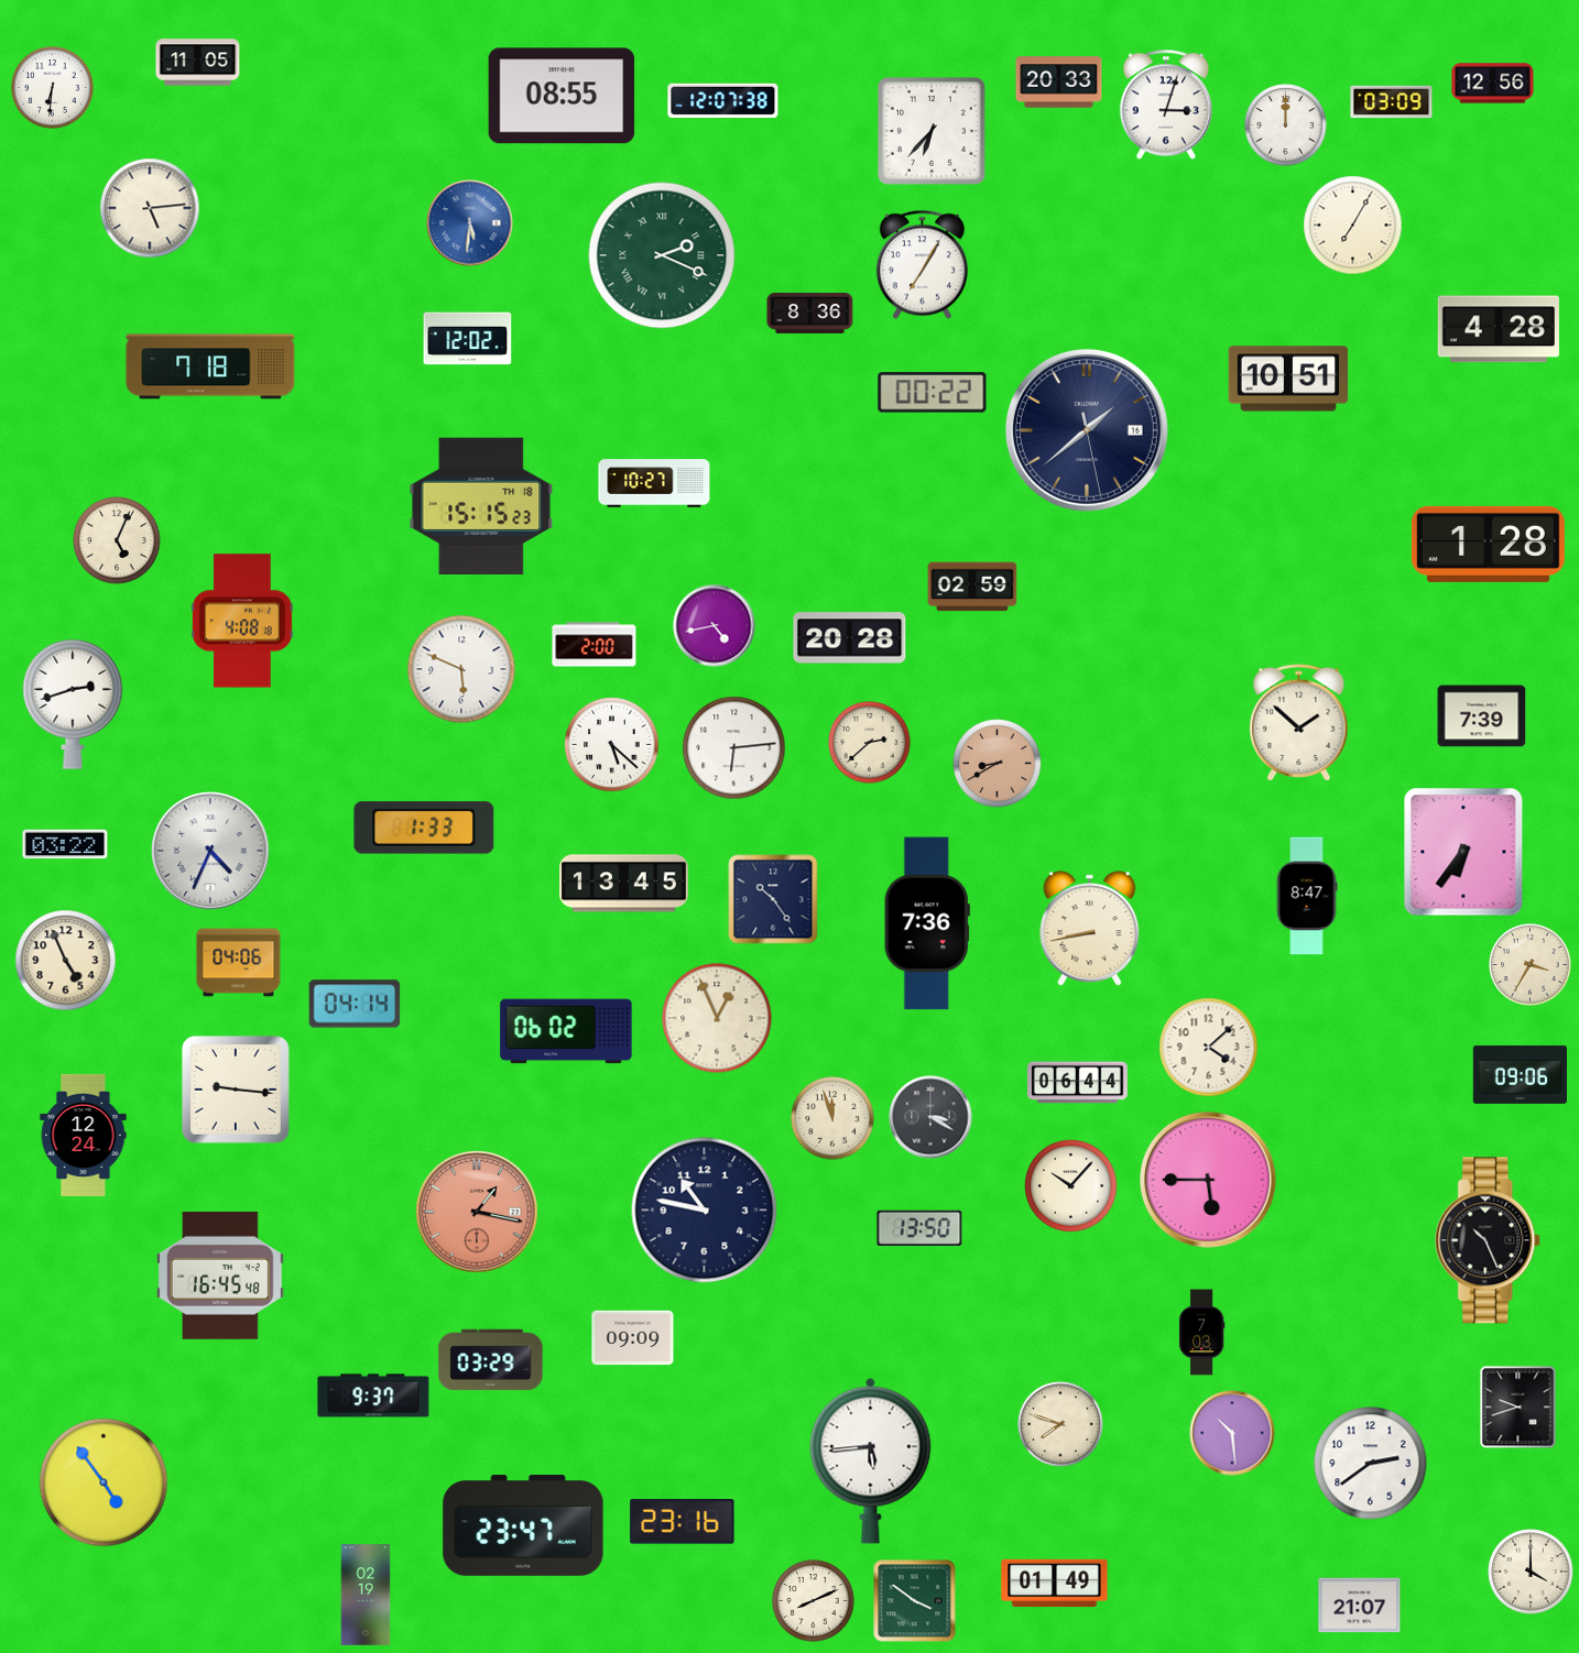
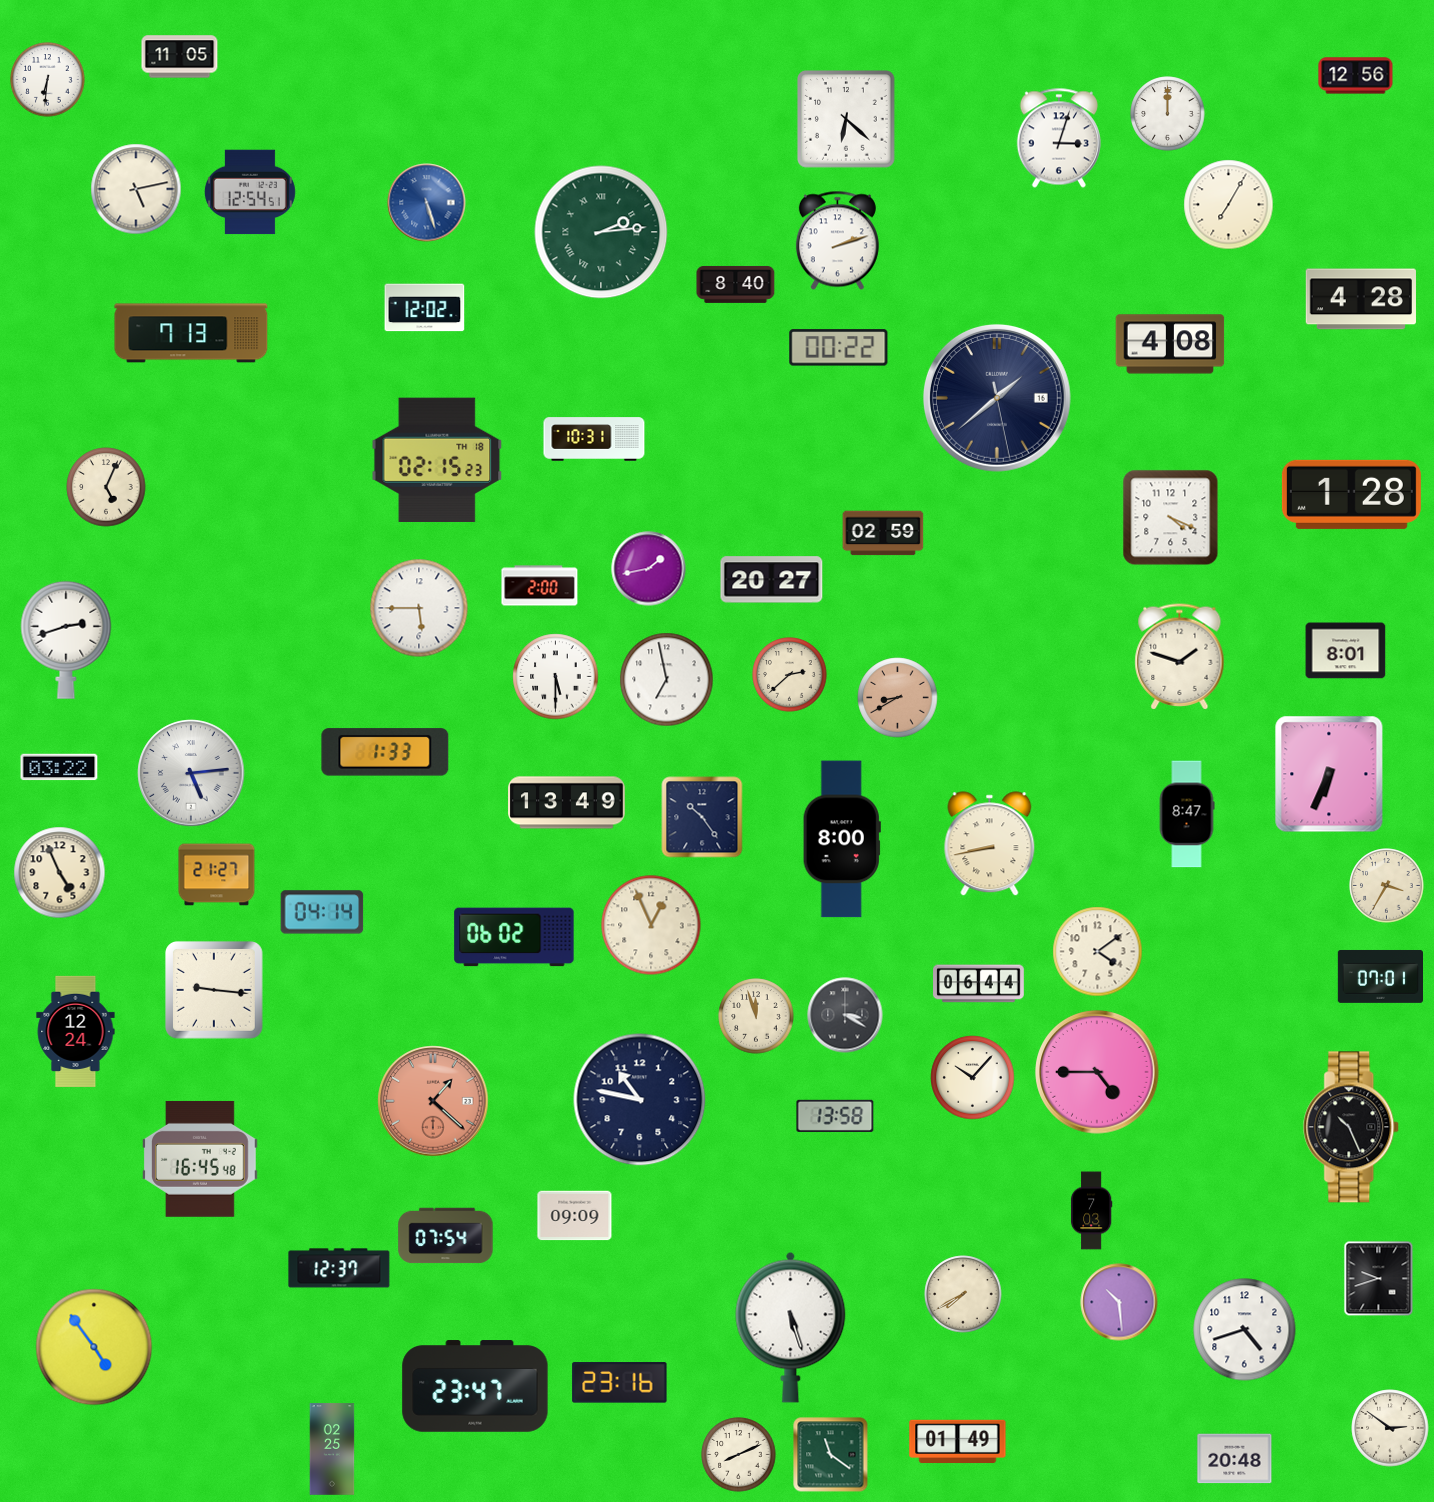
clock at (1059, 83): 20:33 -> none
clock at (562, 96): 08:55 -> none
clock at (723, 100): 12:07 -> none
clock at (1392, 102): 03:09 -> none
clock at (1166, 105) position: (1166, 105) -> (1059, 138)
clock at (933, 132): 6:37 -> 6:22
clock at (150, 208): 5:14 -> 5:13
clock at (250, 192): none -> 12:54
clock at (470, 223): 5:31 -> 5:27
clock at (662, 255): 2:19 -> 2:14
clock at (922, 265): 7:05 -> 2:12
clock at (810, 313): 8:36 -> 8:40
clock at (210, 366): 7:18 -> 7:13
clock at (1288, 379): 10:51 -> 4:08
clock at (933, 393) position: (933, 393) -> (839, 348)
clock at (1087, 430) position: (1087, 430) -> (997, 398)
clock at (654, 483): 10:27 -> 10:31
clock at (481, 505): 15:15 -> 02:15
clock at (117, 540) position: (117, 540) -> (106, 487)
clock at (1171, 518): none -> 4:19
clock at (242, 621): 4:08 -> none
clock at (715, 626): 4:43 -> 1:43
clock at (850, 638): 20:28 -> 20:27
clock at (461, 669): 5:49 -> 5:45
clock at (1482, 716): 7:39 -> 8:01
clock at (1299, 723): 1:52 -> 1:48
clock at (612, 745): 5:22 -> 5:30
clock at (734, 748): 6:14 -> 6:58
clock at (998, 764) position: (998, 764) -> (898, 698)
clock at (210, 851): 4:34 -> 5:14
clock at (1463, 852): 6:36 -> 6:34
clock at (624, 884): 13:45 -> 13:49
clock at (927, 923): 7:36 -> 8:00
clock at (239, 963): 04:06 -> 21:27
clock at (1531, 965) position: (1531, 965) -> (1387, 886)
clock at (1209, 1048): 4:08 -> 4:09
clock at (1521, 1074): 09:06 -> 07:01
clock at (1208, 1180): 5:45 -> 4:45
clock at (477, 1212): 1:17 -> 1:22
clock at (919, 1228): 13:50 -> 13:58
clock at (491, 1360): 03:29 -> 07:54
clock at (373, 1395): 9:37 -> 12:37
clock at (1060, 1424): 7:48 -> 7:40
clock at (871, 1460): 5:44 -> 5:27
clock at (1371, 1464): 2:39 -> 4:42
clock at (1531, 1572): 4:00 -> 2:51
clock at (1055, 1584) position: (1055, 1584) -> (958, 1442)
clock at (366, 1595): 02:19 -> 02:25
clock at (915, 1601): 3:51 -> 11:21
clock at (1360, 1606): 21:07 -> 20:48
